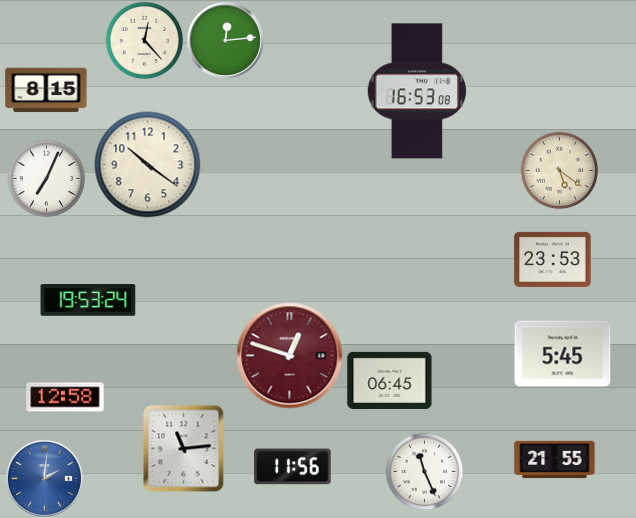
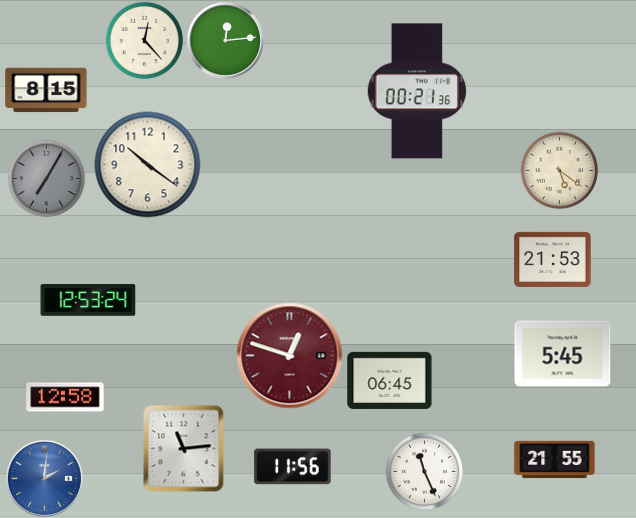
clock at (416, 91): 16:53 -> 00:21
clock at (46, 178): 7:04 -> 7:05
clock at (46, 178) dial: white -> grey
clock at (553, 259): 23:53 -> 21:53
clock at (88, 300): 19:53 -> 12:53
